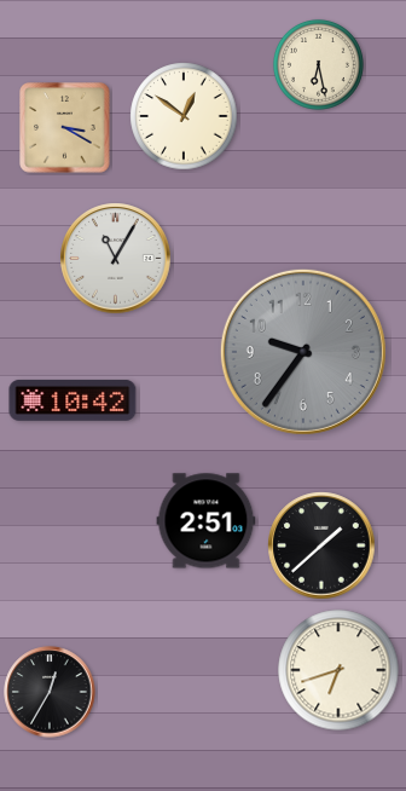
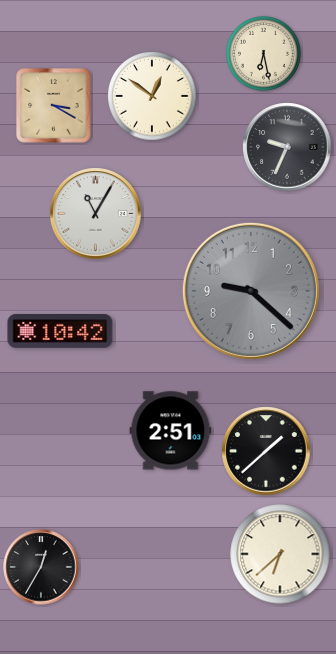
clock at (287, 147): none -> 9:34
clock at (303, 352): 9:36 -> 9:22
clock at (338, 670): 6:42 -> 6:38
clock at (50, 692) position: (50, 692) -> (41, 567)
